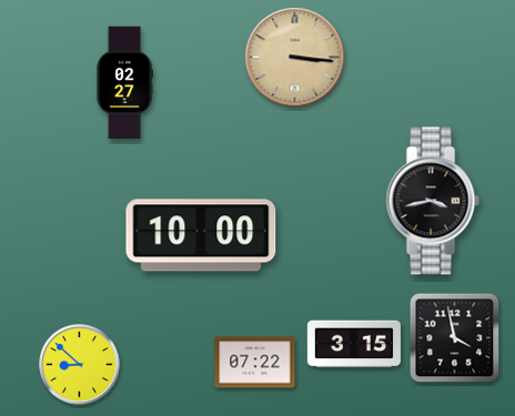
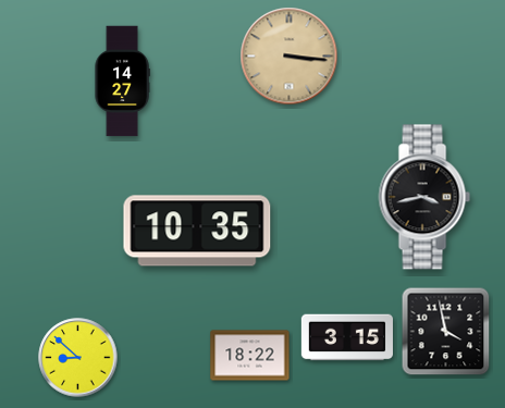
clock at (124, 83): 02:27 -> 14:27
clock at (201, 235): 10:00 -> 10:35
clock at (255, 363): 07:22 -> 18:22
